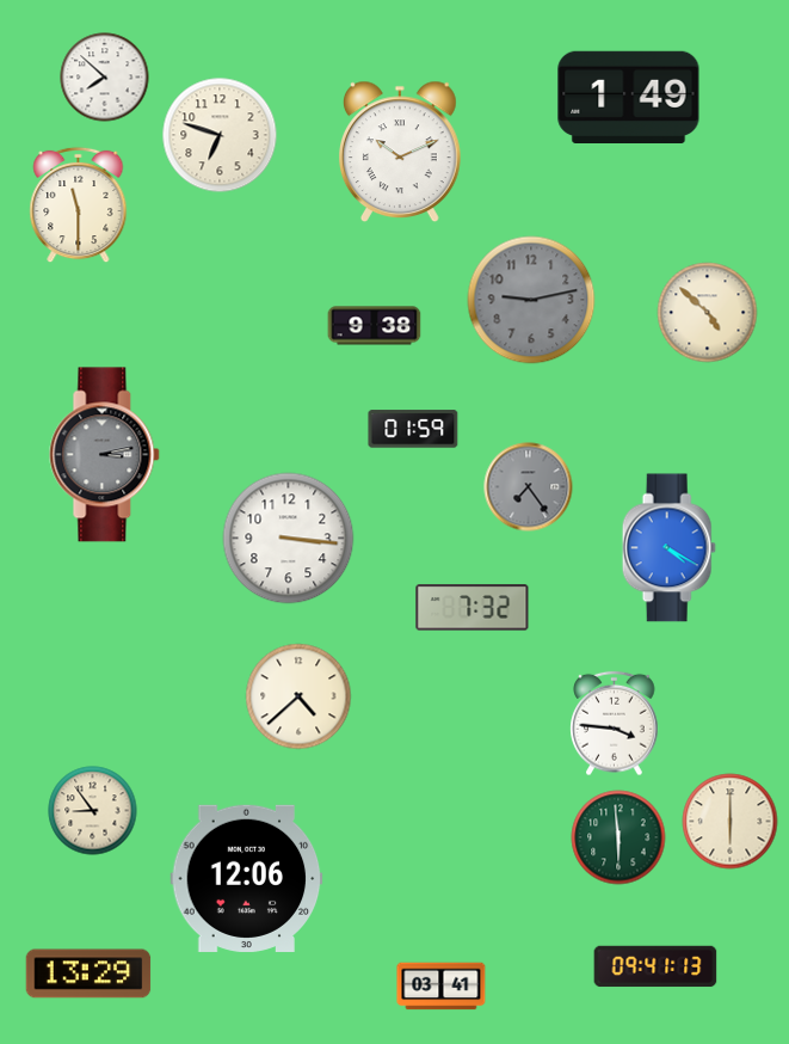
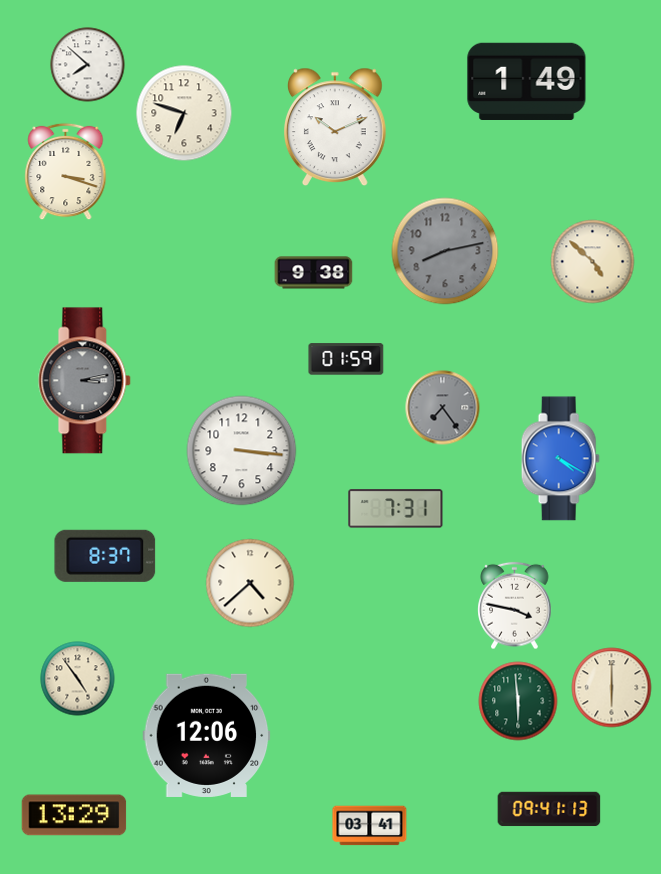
clock at (79, 205): 11:30 -> 3:18
clock at (531, 300): 9:13 -> 8:13
clock at (105, 455) position: (105, 455) -> (85, 381)
clock at (473, 608): 7:32 -> 7:31
clock at (105, 556): none -> 8:37
clock at (615, 724): 3:46 -> 3:47
clock at (93, 811): 8:54 -> 4:54
